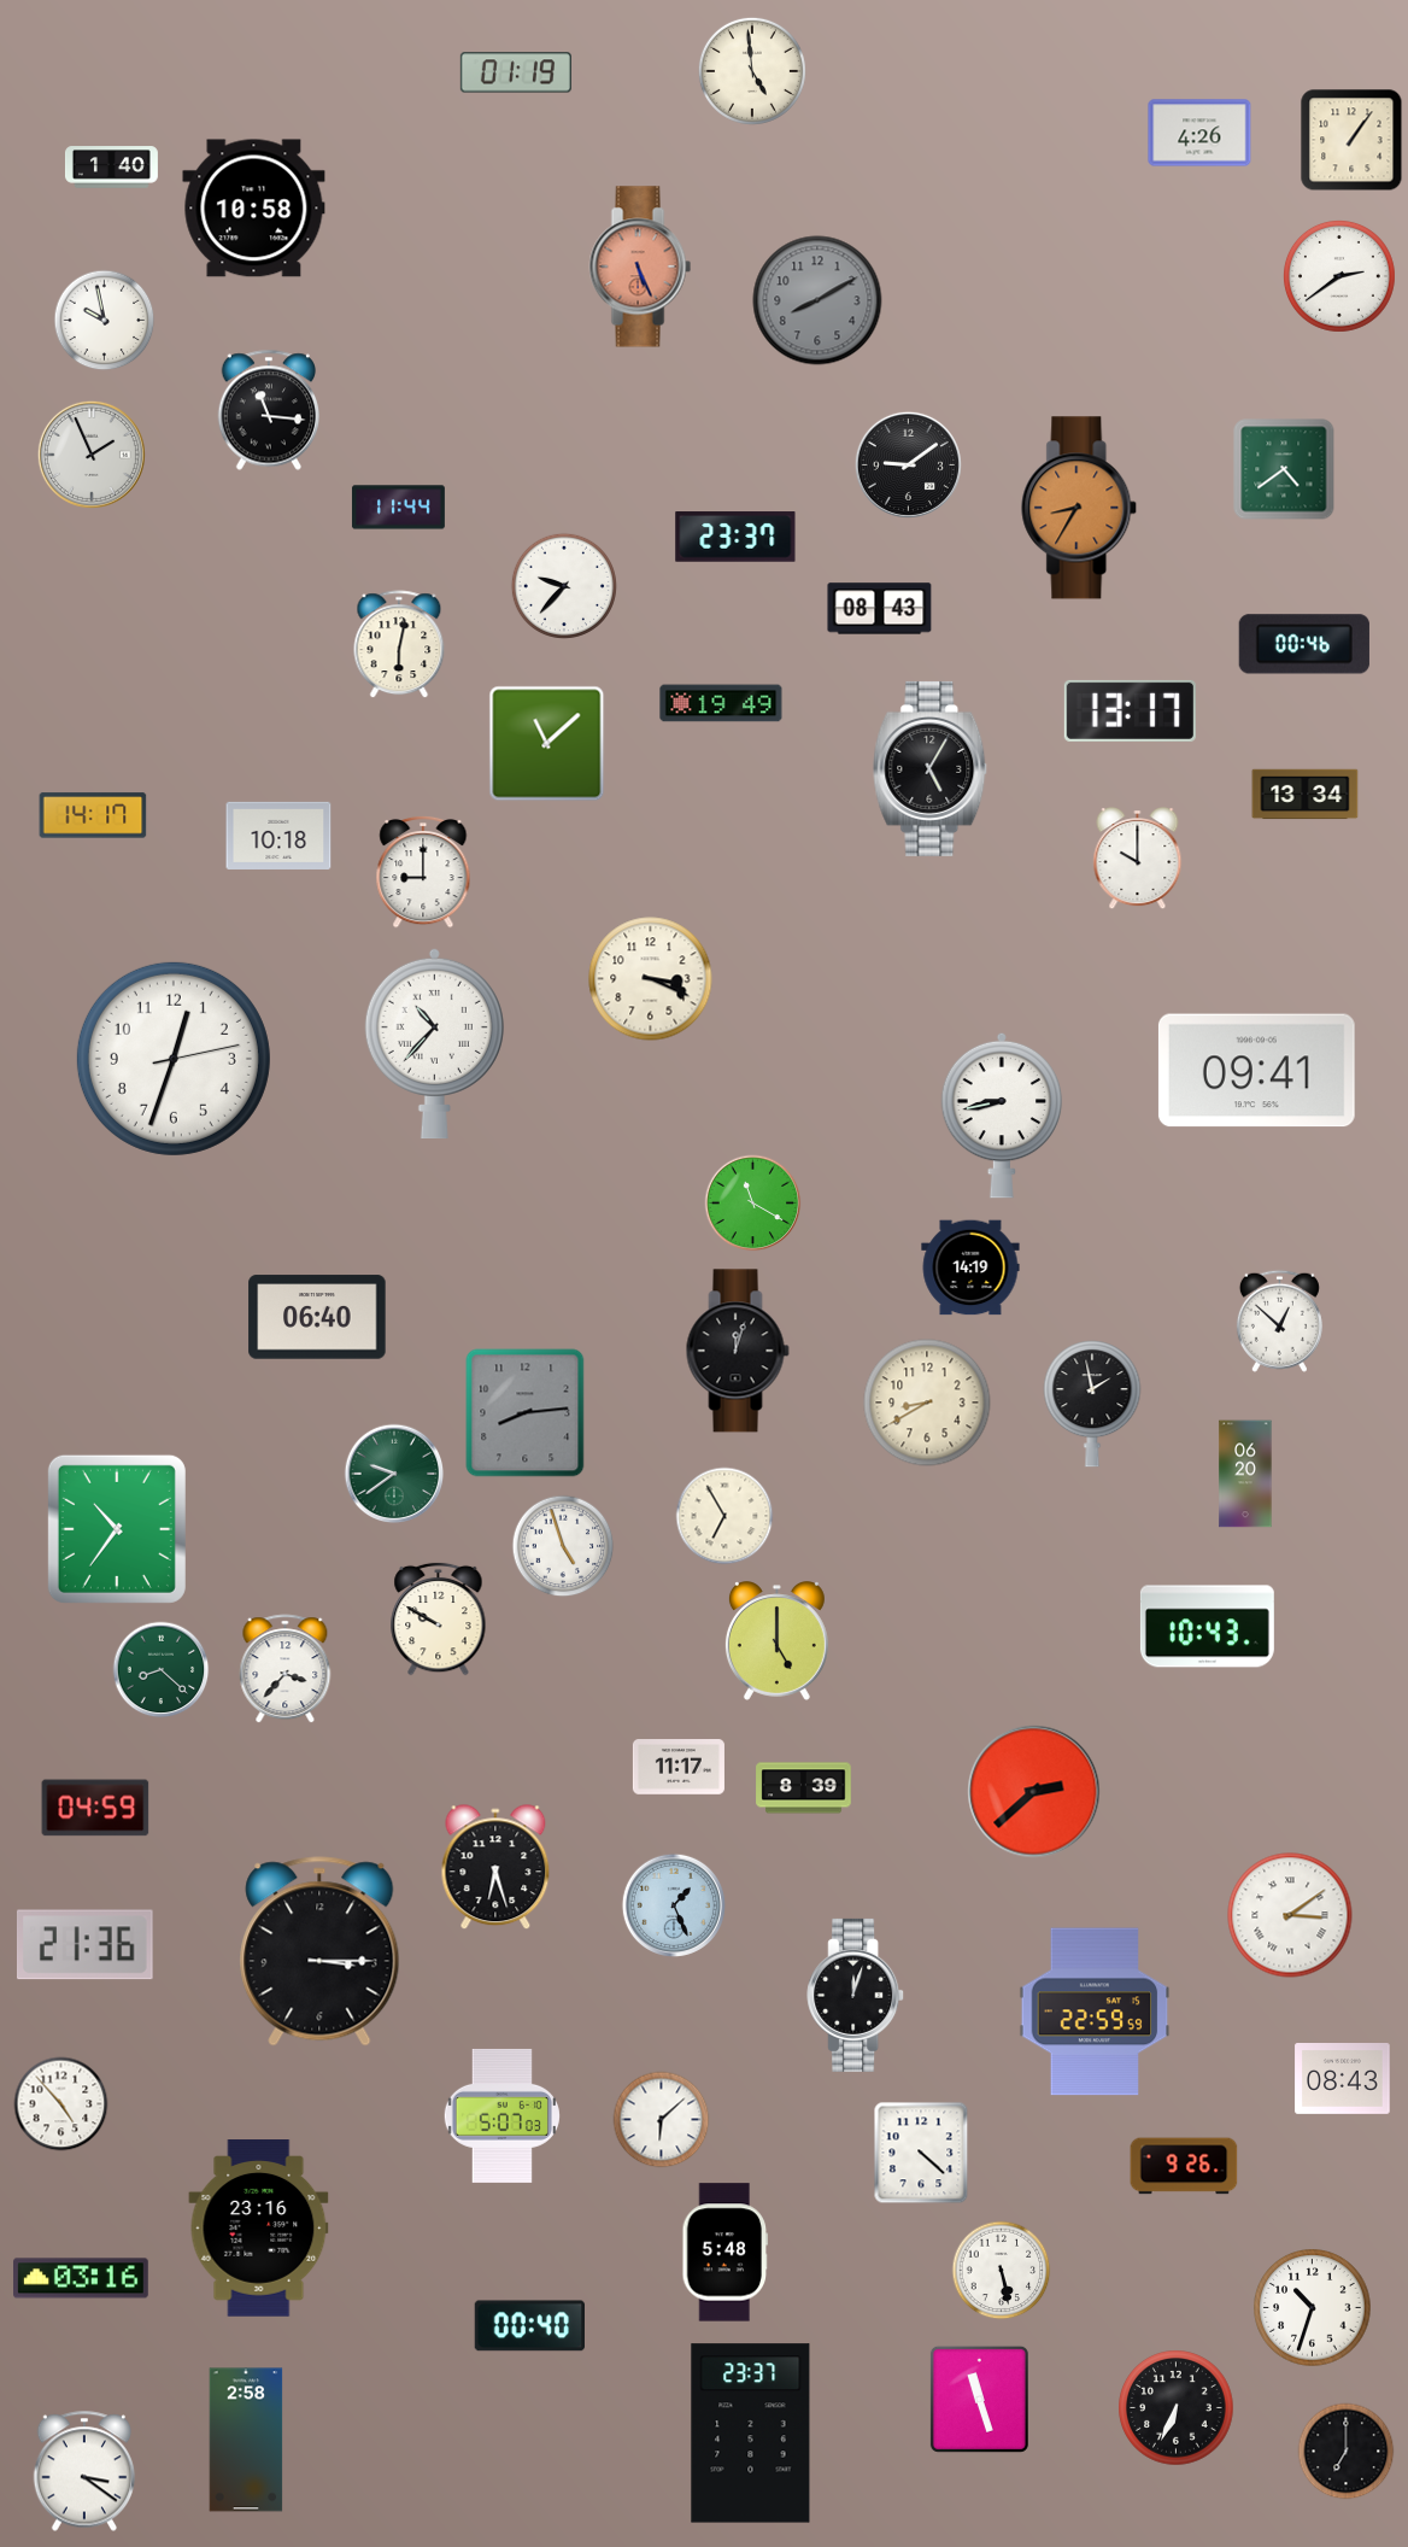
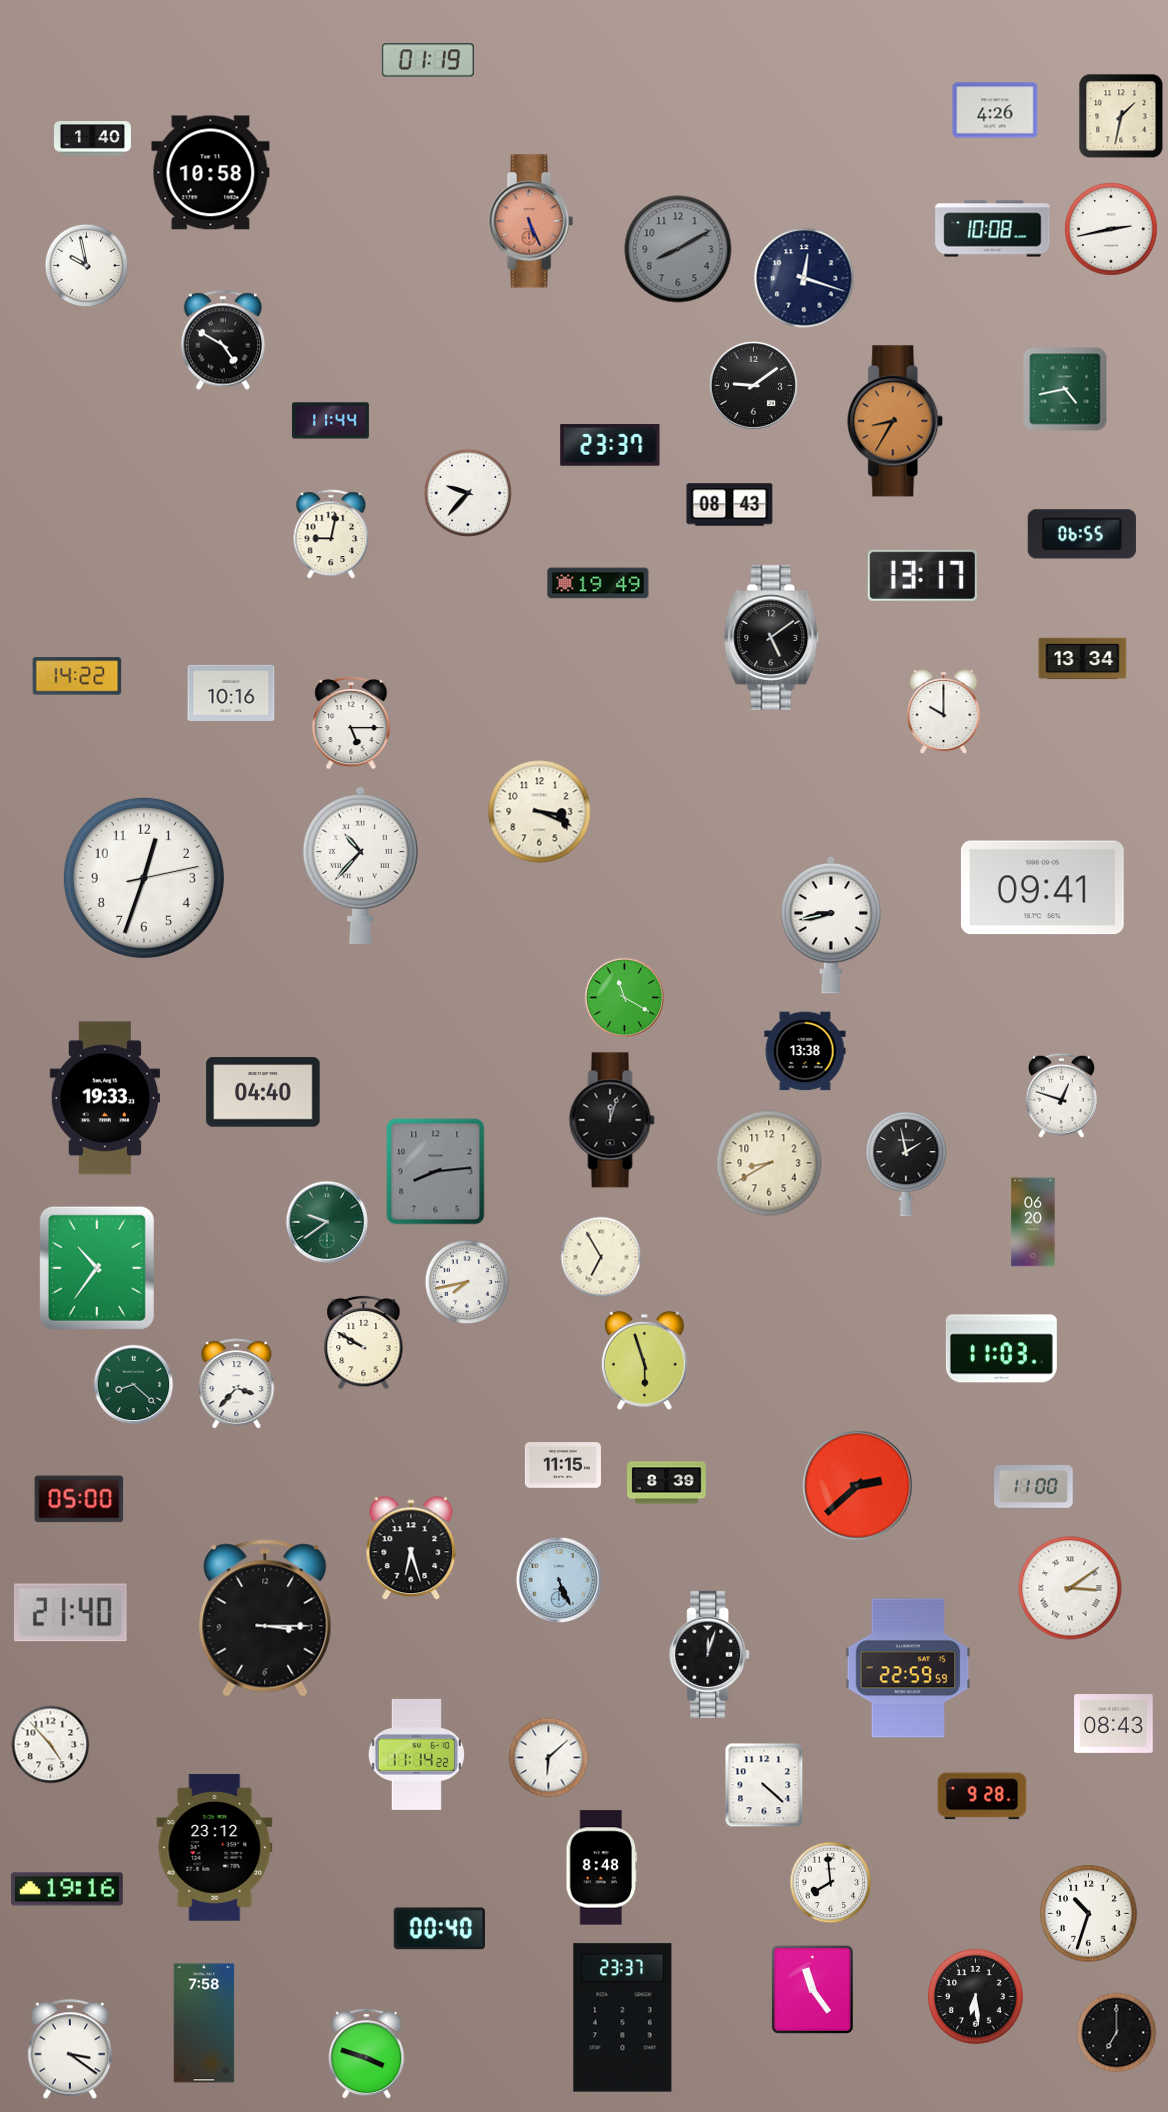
clock at (752, 71): 4:59 -> none
clock at (1351, 140): 1:06 -> 1:32
clock at (993, 229): none -> 10:08
clock at (1339, 276): 2:39 -> 2:43
clock at (804, 278): none -> 12:18
clock at (269, 410): 11:16 -> 4:50
clock at (92, 455): 1:56 -> none
clock at (1284, 469): 4:39 -> 4:43
clock at (564, 586) position: (564, 586) -> (468, 493)
clock at (1304, 644): 00:46 -> 06:55
clock at (399, 645): 6:02 -> 9:02
clock at (1130, 710) position: (1130, 710) -> (922, 575)
clock at (547, 744): 11:08 -> none
clock at (931, 768): 5:05 -> 5:09
clock at (93, 815): 14:17 -> 14:22
clock at (278, 836): 10:18 -> 10:16
clock at (423, 872): 9:00 -> 5:15
clock at (970, 1267): 14:19 -> 13:38
clock at (317, 1317): 06:40 -> 04:40
clock at (1279, 1321): 12:52 -> 12:48
clock at (104, 1098): none -> 19:33
clock at (563, 1546): 4:57 -> 7:43
clock at (1207, 1627): 10:43 -> 11:03
clock at (776, 1641): 5:00 -> 5:57
clock at (679, 1767): 11:17 -> 11:15
clock at (1034, 1487): none -> 11:00
clock at (95, 1808): 04:59 -> 05:00
clock at (673, 1904): 1:26 -> 5:26
clock at (84, 1945): 21:36 -> 21:40
clock at (501, 2115): 5:07 -> 11:14
clock at (1184, 2166): 9:26 -> 9:28
clock at (259, 2229): 23:16 -> 23:12
clock at (726, 2253): 5:48 -> 8:48
clock at (1002, 2271): 5:28 -> 7:59
clock at (82, 2278): 03:16 -> 19:16
clock at (979, 2399): 11:27 -> 11:24
clock at (1177, 2408): 6:34 -> 6:29
clock at (246, 2440): 2:58 -> 7:58
clock at (367, 2054): none -> 3:48
